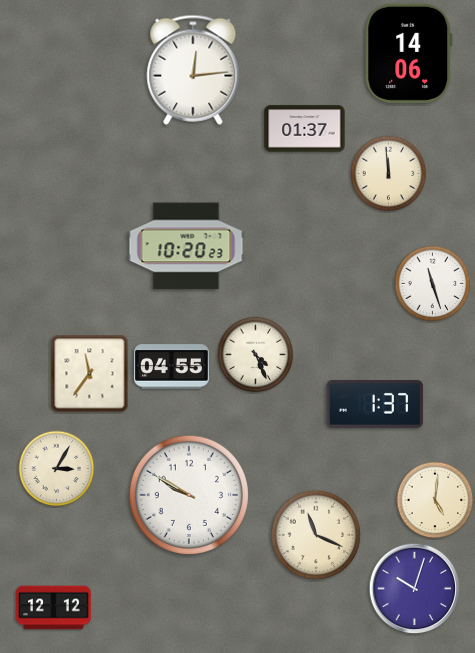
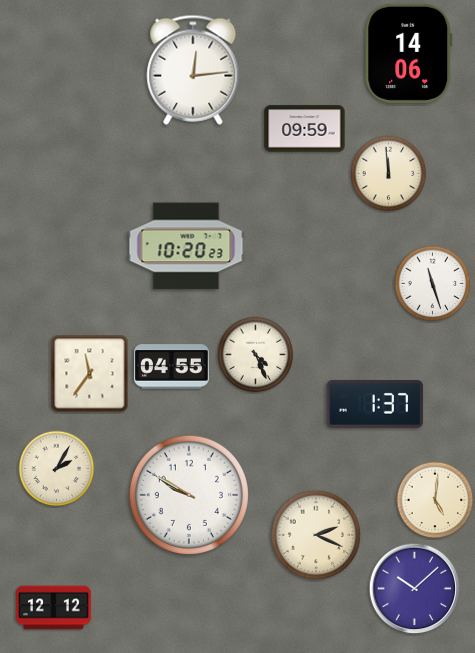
clock at (305, 129): 01:37 -> 09:59
clock at (57, 469): 3:05 -> 2:05
clock at (316, 535): 11:19 -> 2:19
clock at (415, 589): 10:03 -> 10:08
